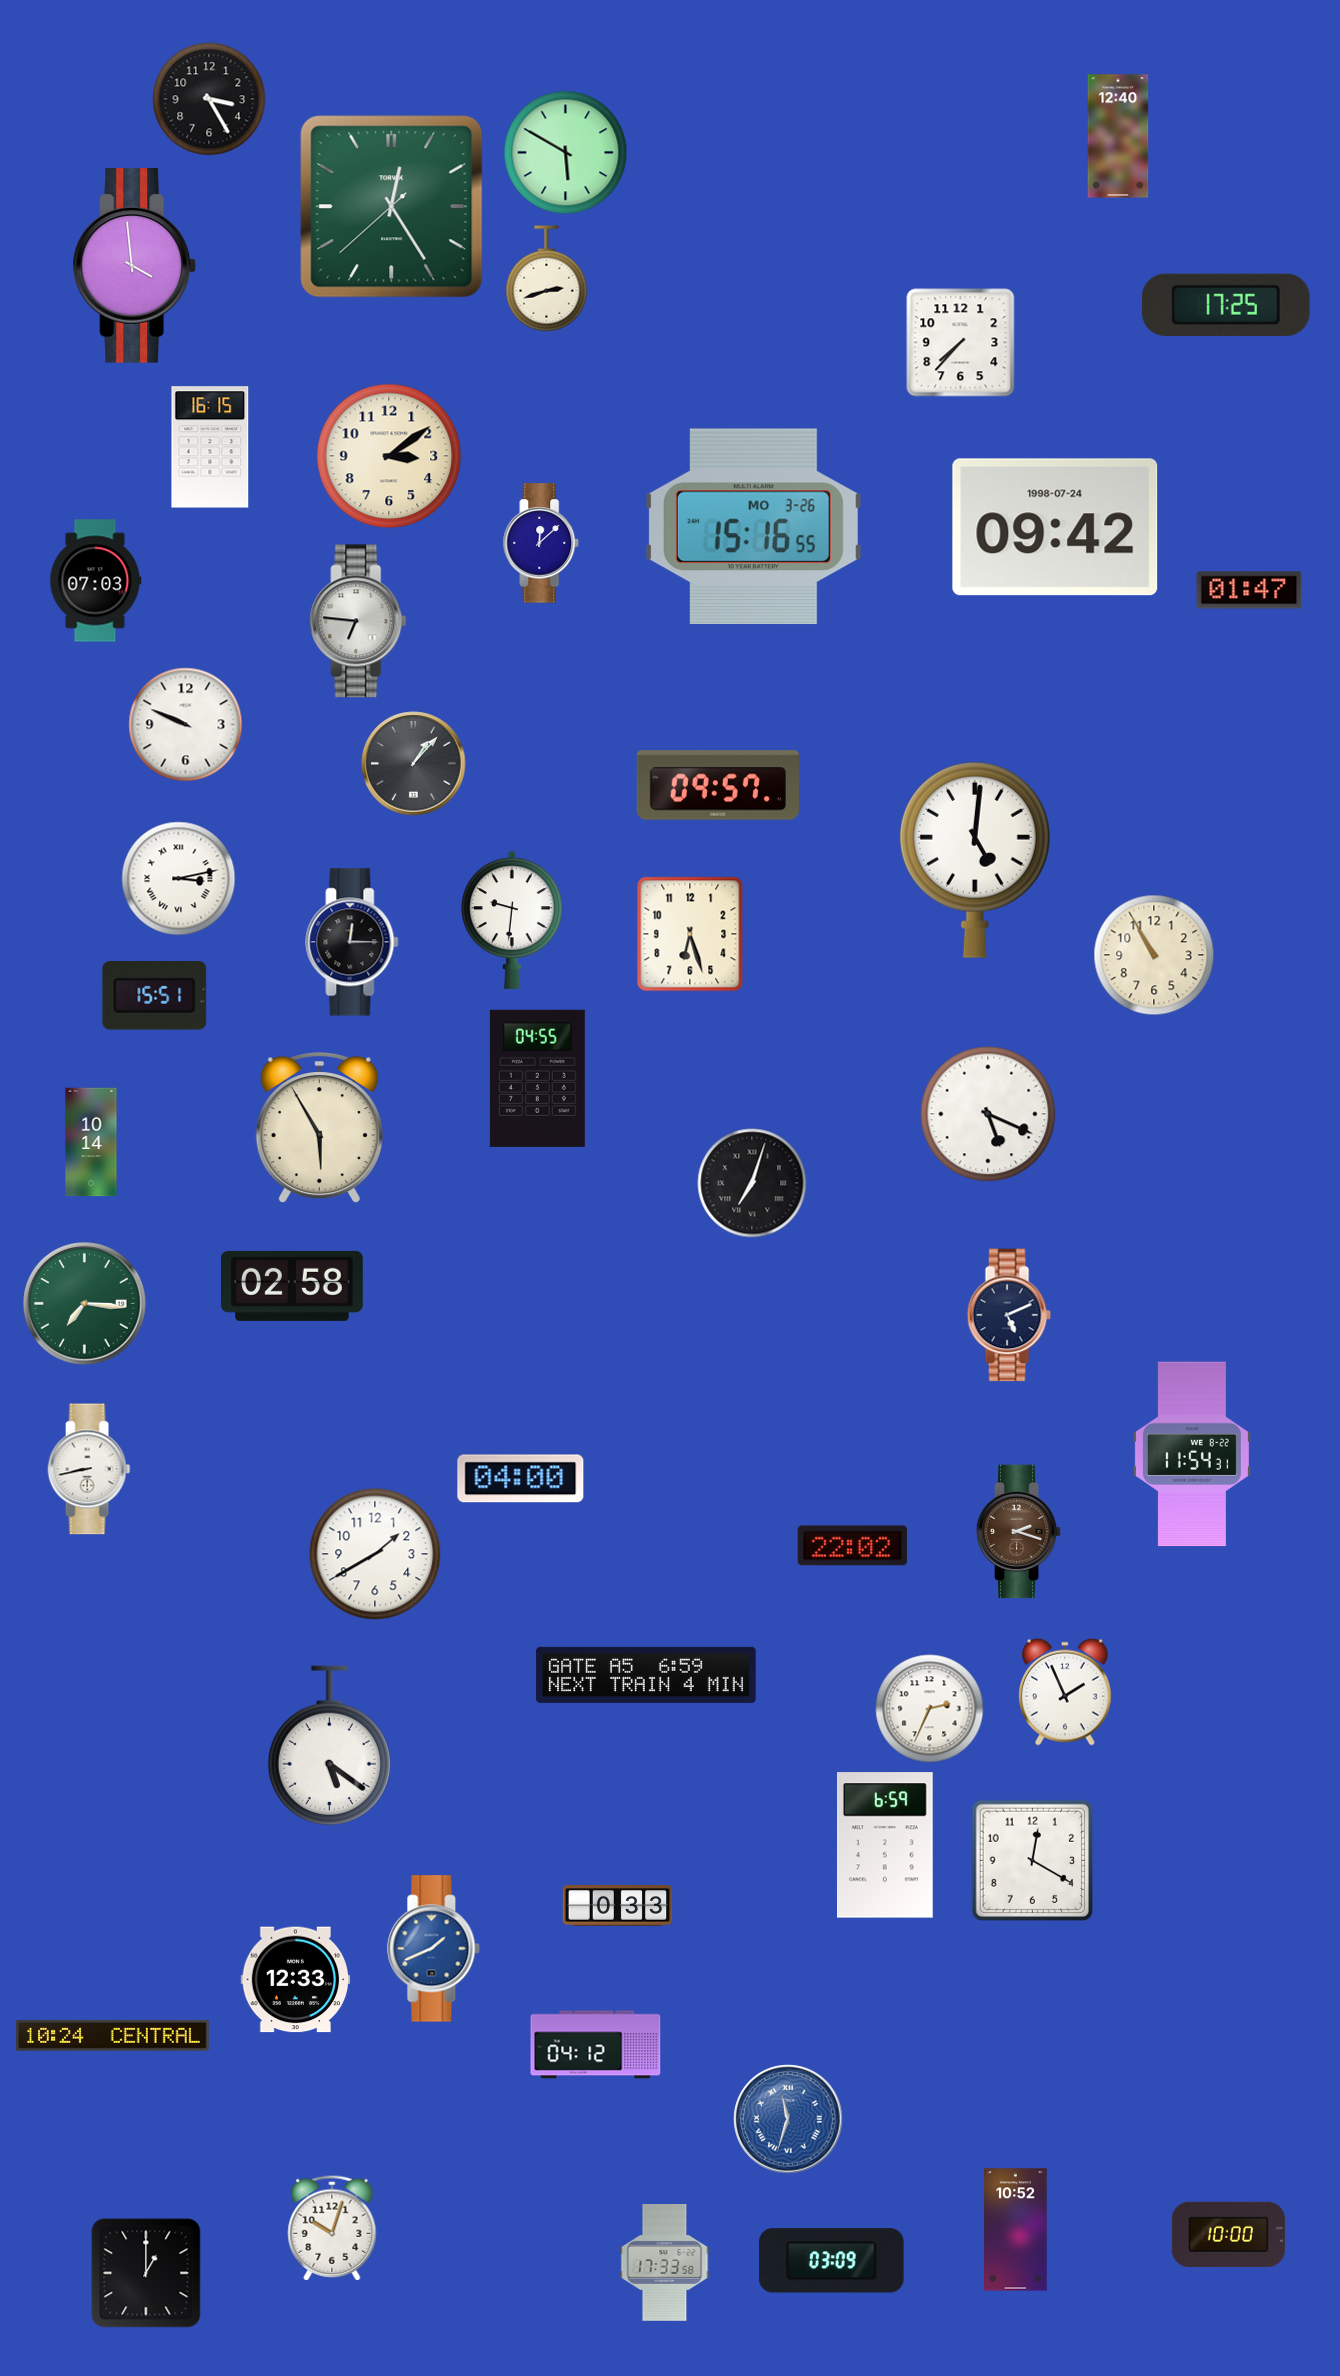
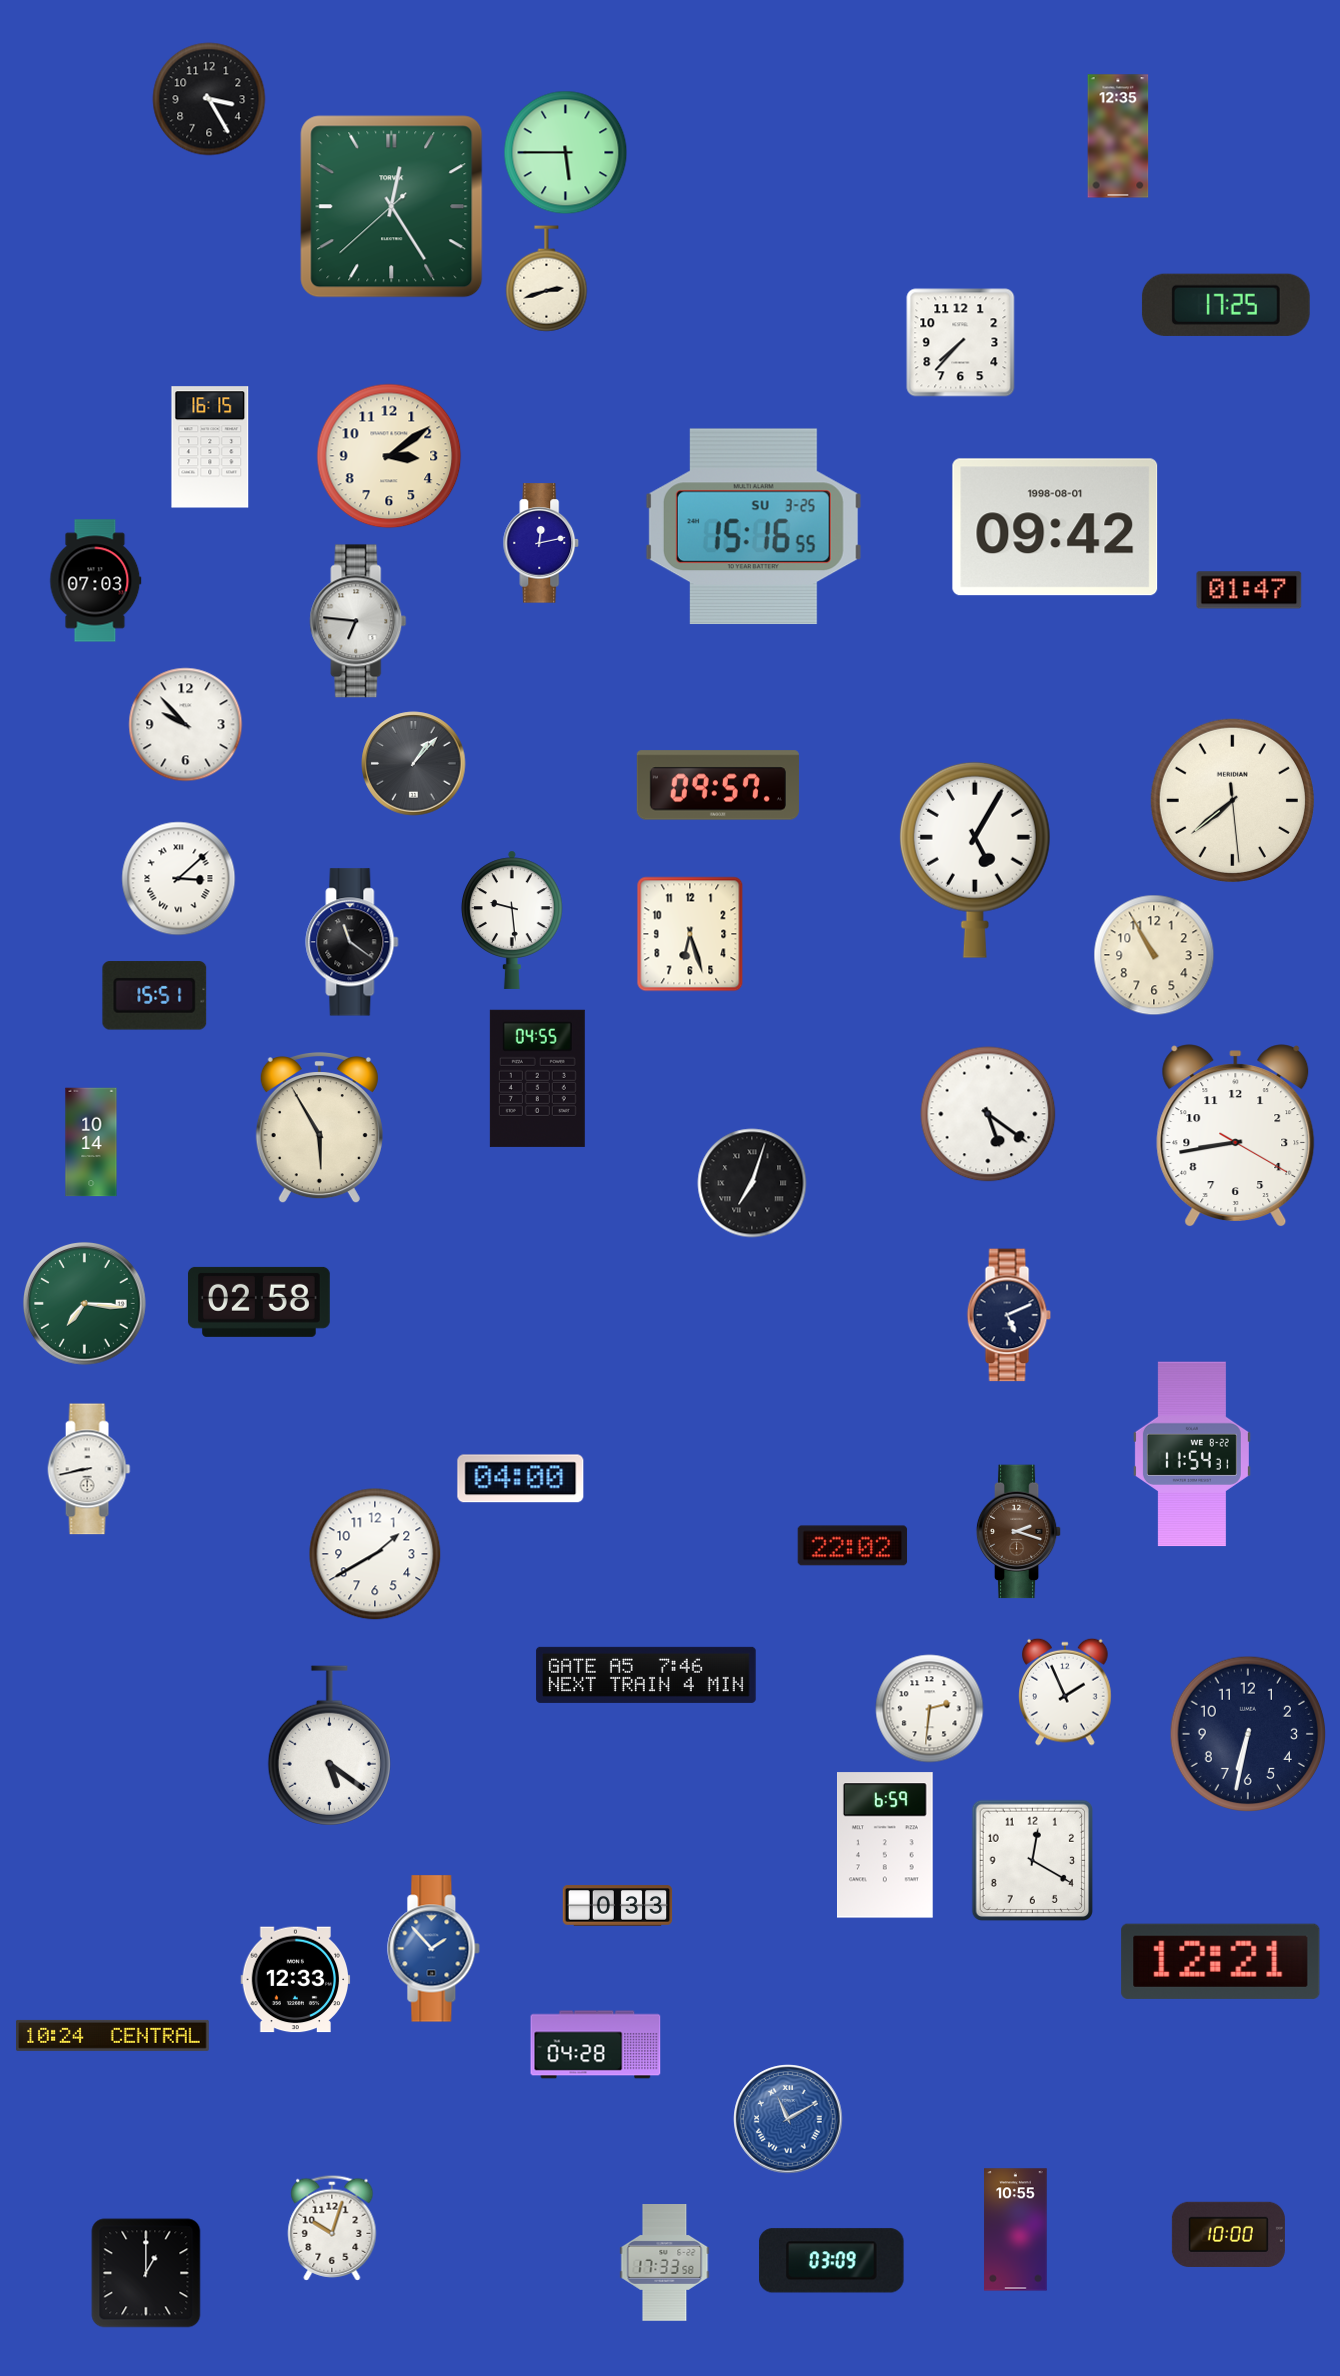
clock at (1118, 136): 12:40 -> 12:35
clock at (566, 153): 5:50 -> 5:45
clock at (134, 266): 3:59 -> none
clock at (753, 527) date: MO 3-26 -> SU 3-25
clock at (1055, 527) date: 1998-07-24 -> 1998-08-01
clock at (541, 543): 12:08 -> 12:13
clock at (186, 725): 9:49 -> 9:53
clock at (1232, 800): none -> 7:38
clock at (975, 860): 5:01 -> 5:05
clock at (179, 879): 3:13 -> 3:08
clock at (512, 920): 9:31 -> 9:29
clock at (352, 942): 12:15 -> 11:21
clock at (988, 1114): 5:19 -> 5:21
clock at (1236, 1135): none -> 8:43
clock at (292, 1286) position: (292, 1286) -> (259, 1302)
clock at (646, 1675): 6:59 -> 7:46
clock at (930, 1709): 2:34 -> 2:31
clock at (1248, 1734): none -> 6:32
clock at (434, 1949): 1:41 -> 1:53
clock at (1221, 1961): none -> 12:21
clock at (596, 2045): 04:12 -> 04:28
clock at (788, 2119): 11:33 -> 11:10
clock at (1016, 2230): 10:52 -> 10:55
